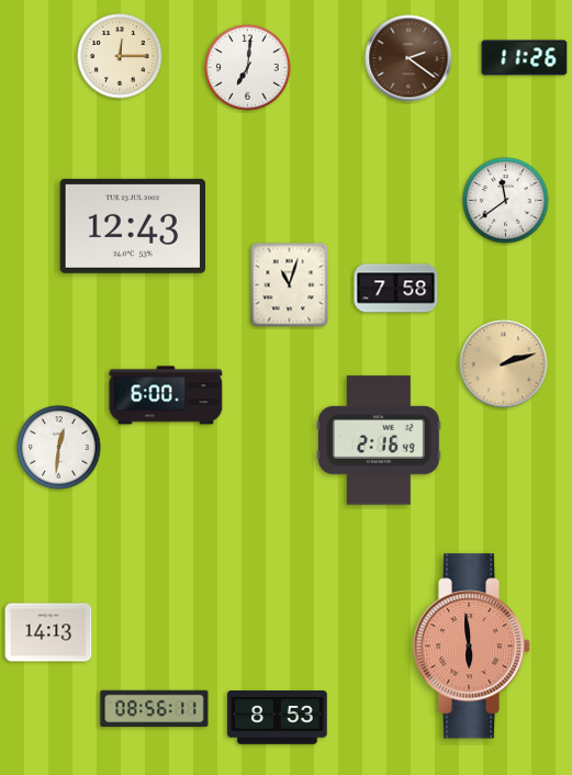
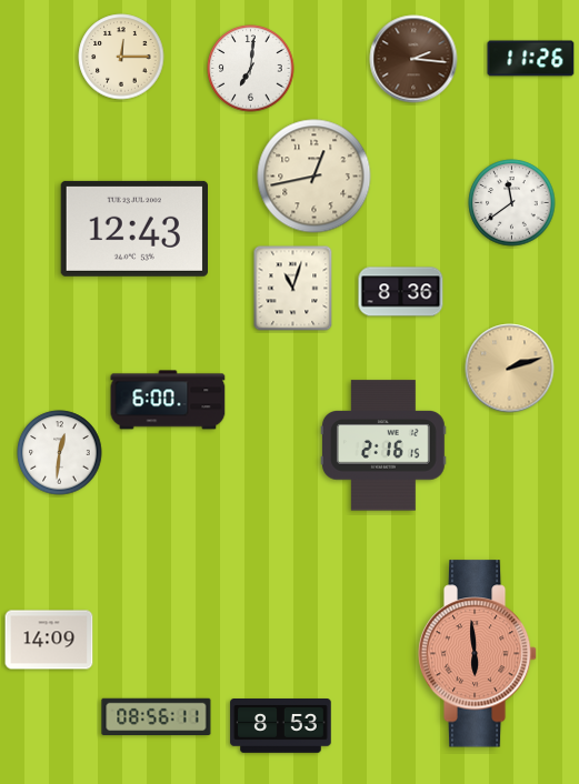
clock at (408, 58): 2:21 -> 2:16
clock at (315, 177): none -> 12:43
clock at (396, 289): 7:58 -> 8:36
clock at (379, 440): 2:16:49 -> 2:16:15
clock at (48, 632): 14:13 -> 14:09
